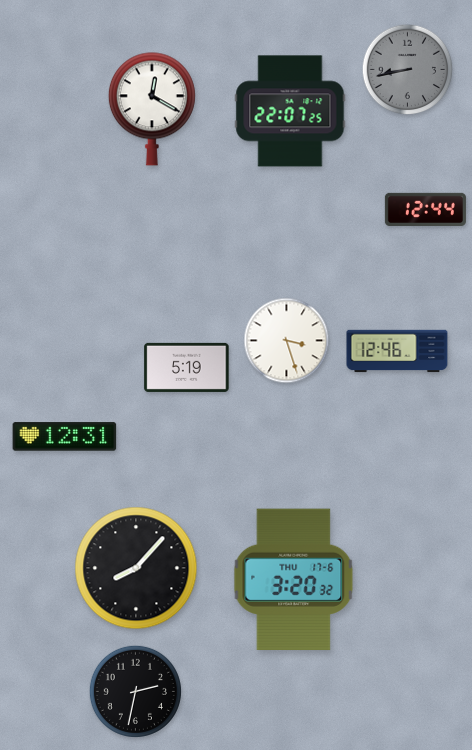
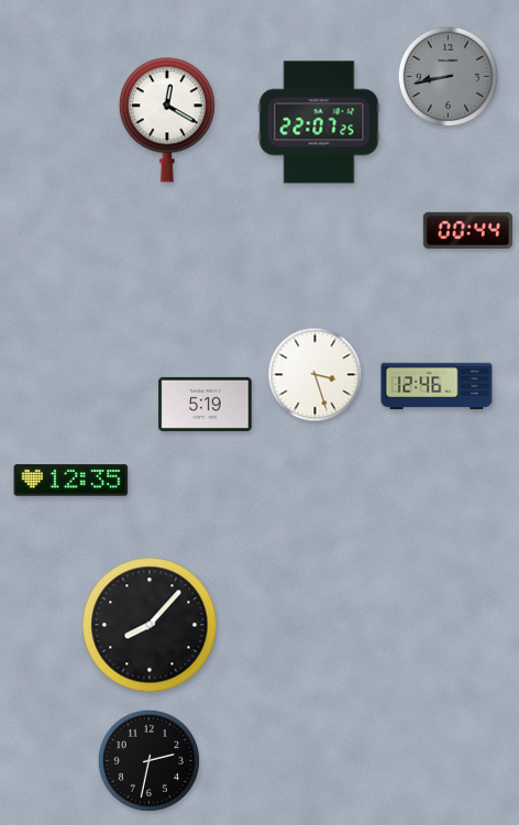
clock at (425, 209): 12:44 -> 00:44
clock at (65, 437): 12:31 -> 12:35
clock at (294, 580): 3:20 -> none
